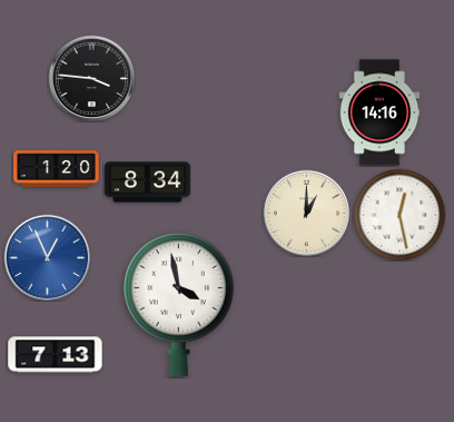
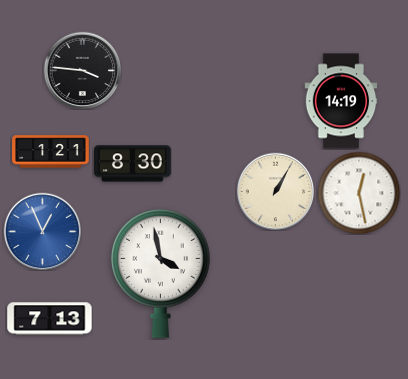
clock at (379, 112): 14:16 -> 14:19
clock at (57, 169): 1:20 -> 1:21
clock at (148, 183): 8:34 -> 8:30
clock at (306, 213): 1:00 -> 1:05
